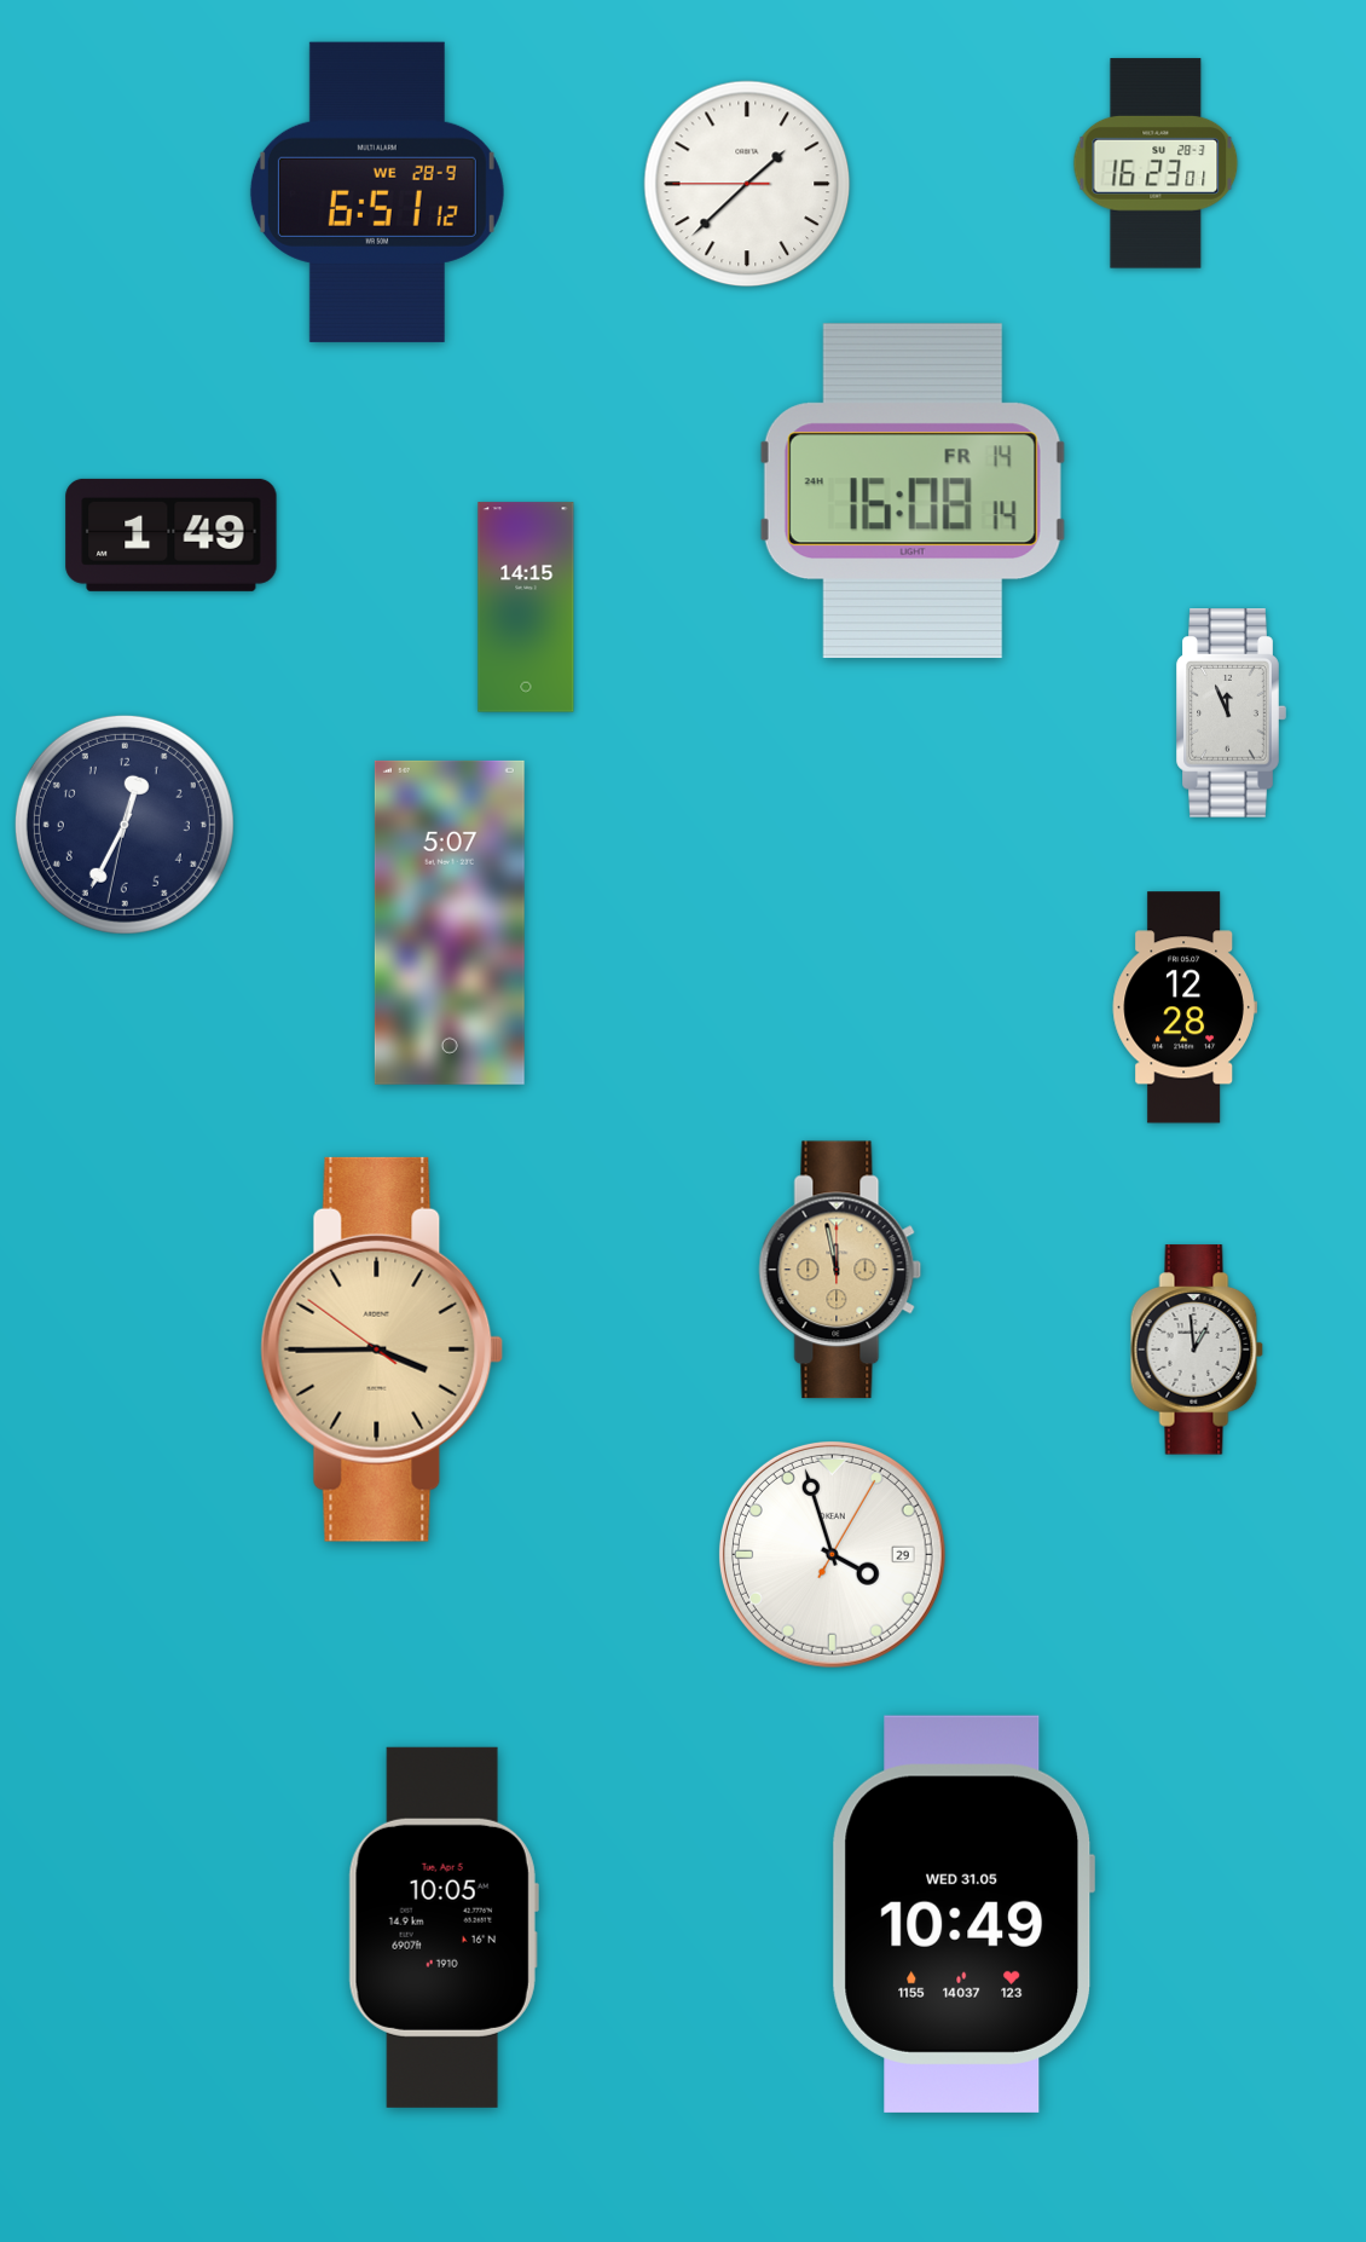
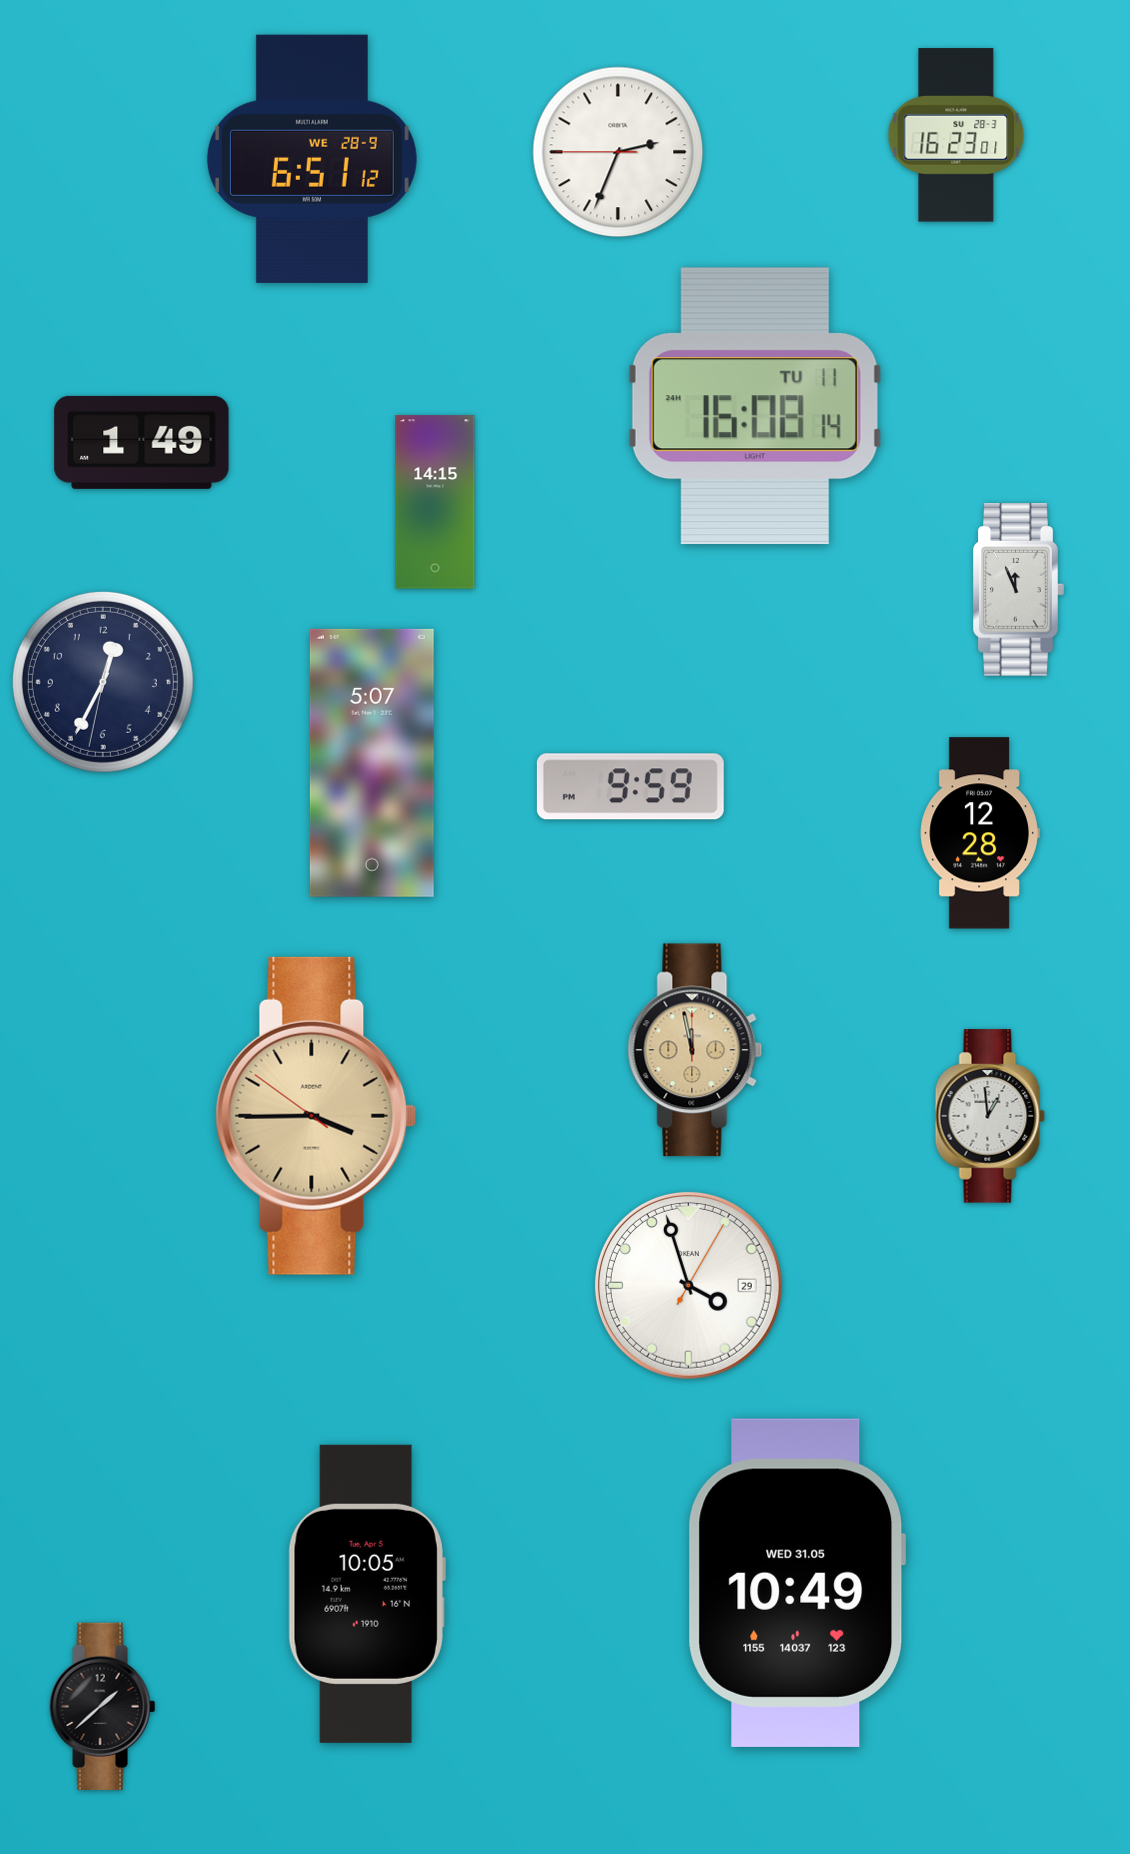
clock at (747, 184): 1:37 -> 2:33
clock at (913, 491) date: FR 14 -> TU 11
clock at (630, 787): none -> 9:59
clock at (103, 1706): none -> 1:38
